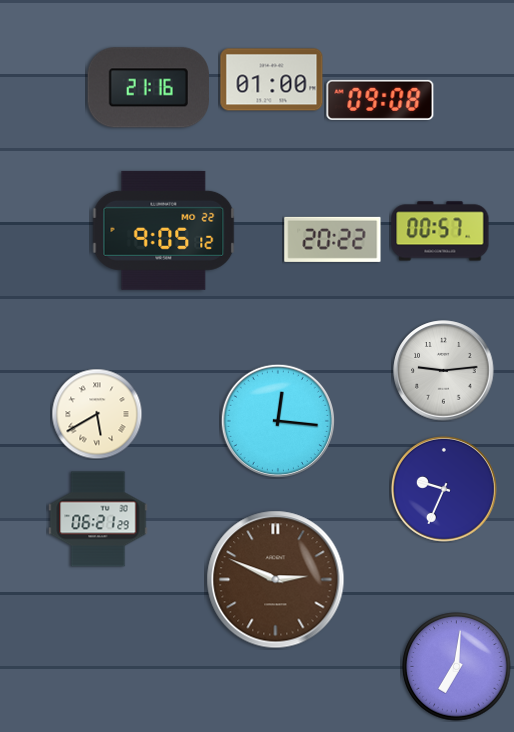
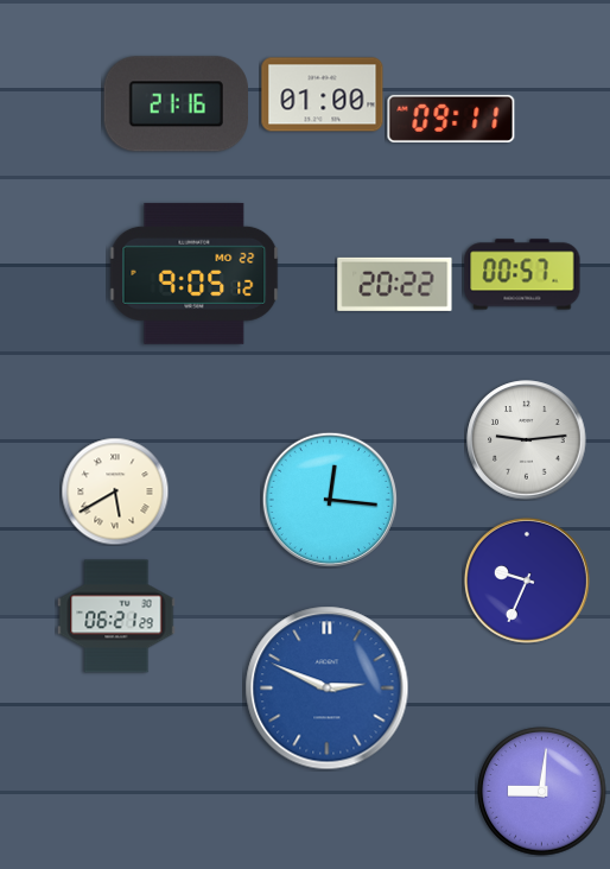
clock at (380, 100): 09:08 -> 09:11
clock at (276, 580) dial: brown -> blue
clock at (457, 667): 7:01 -> 9:01
